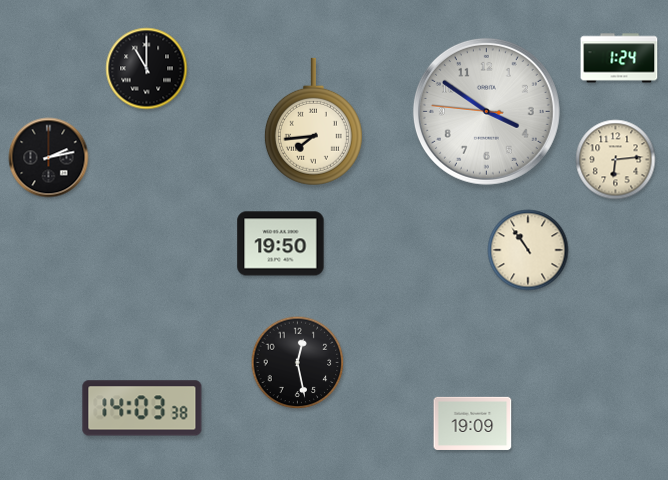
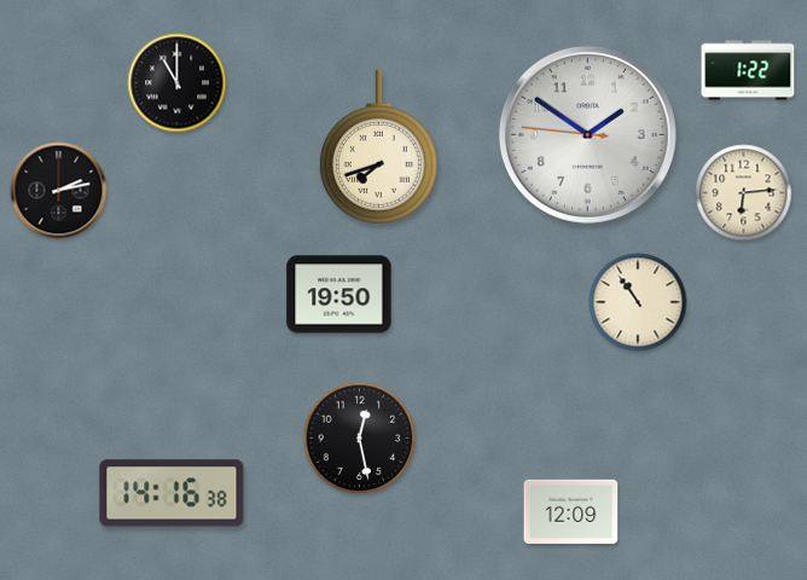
clock at (619, 58): 1:24 -> 1:22
clock at (486, 111): 3:50 -> 1:50
clock at (313, 122): 7:44 -> 7:42
clock at (142, 408): 14:03 -> 14:16
clock at (473, 423): 19:09 -> 12:09
